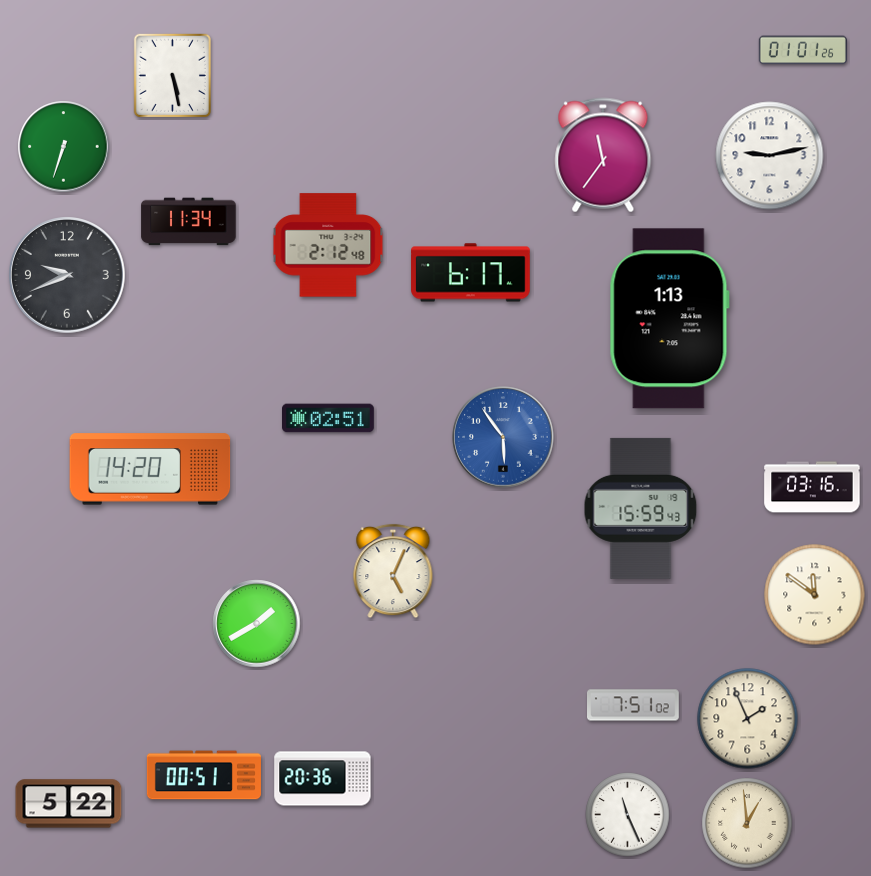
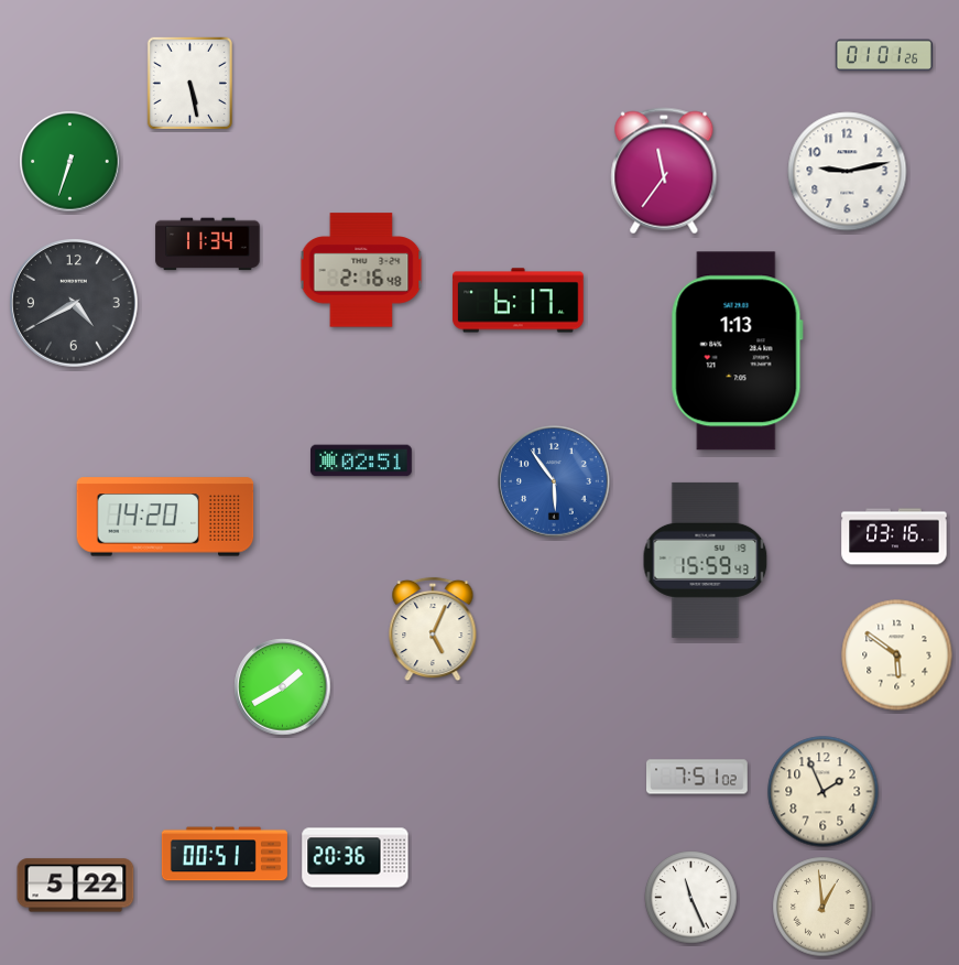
clock at (328, 245): 2:12 -> 2:16
clock at (68, 276): 9:41 -> 4:40
clock at (815, 595): 11:51 -> 5:51
